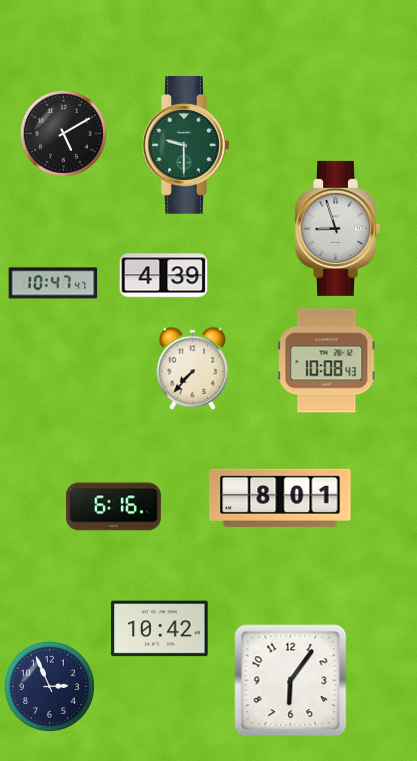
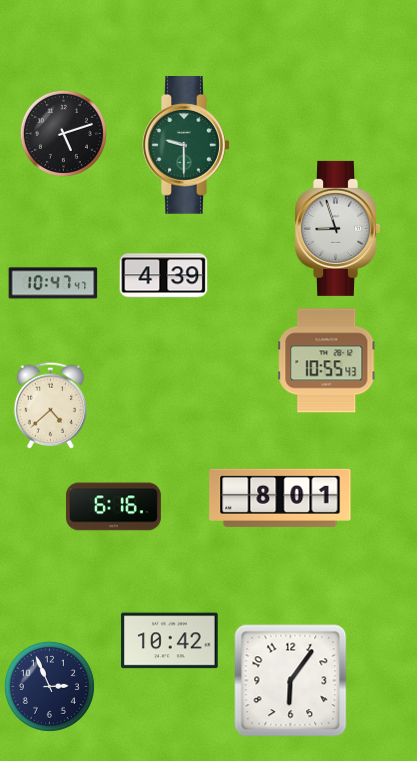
clock at (63, 133): 5:10 -> 5:12
clock at (327, 361): 10:08 -> 10:55
clock at (193, 368): 7:37 -> none
clock at (50, 405): none -> 4:38
clock at (160, 629) position: (160, 629) -> (170, 641)
